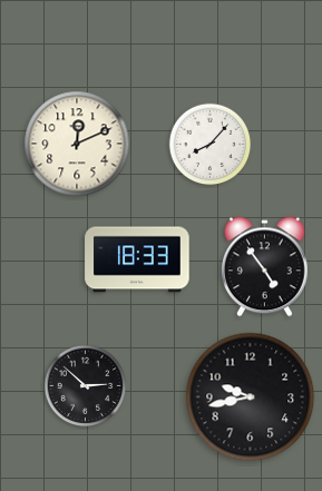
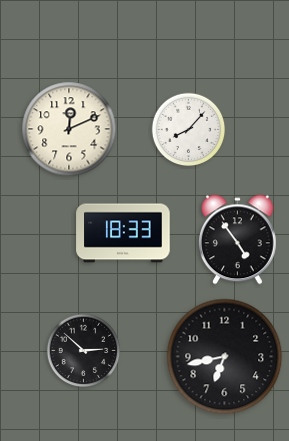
clock at (86, 386) position: (86, 386) -> (84, 351)
clock at (251, 397): 9:43 -> 6:43
